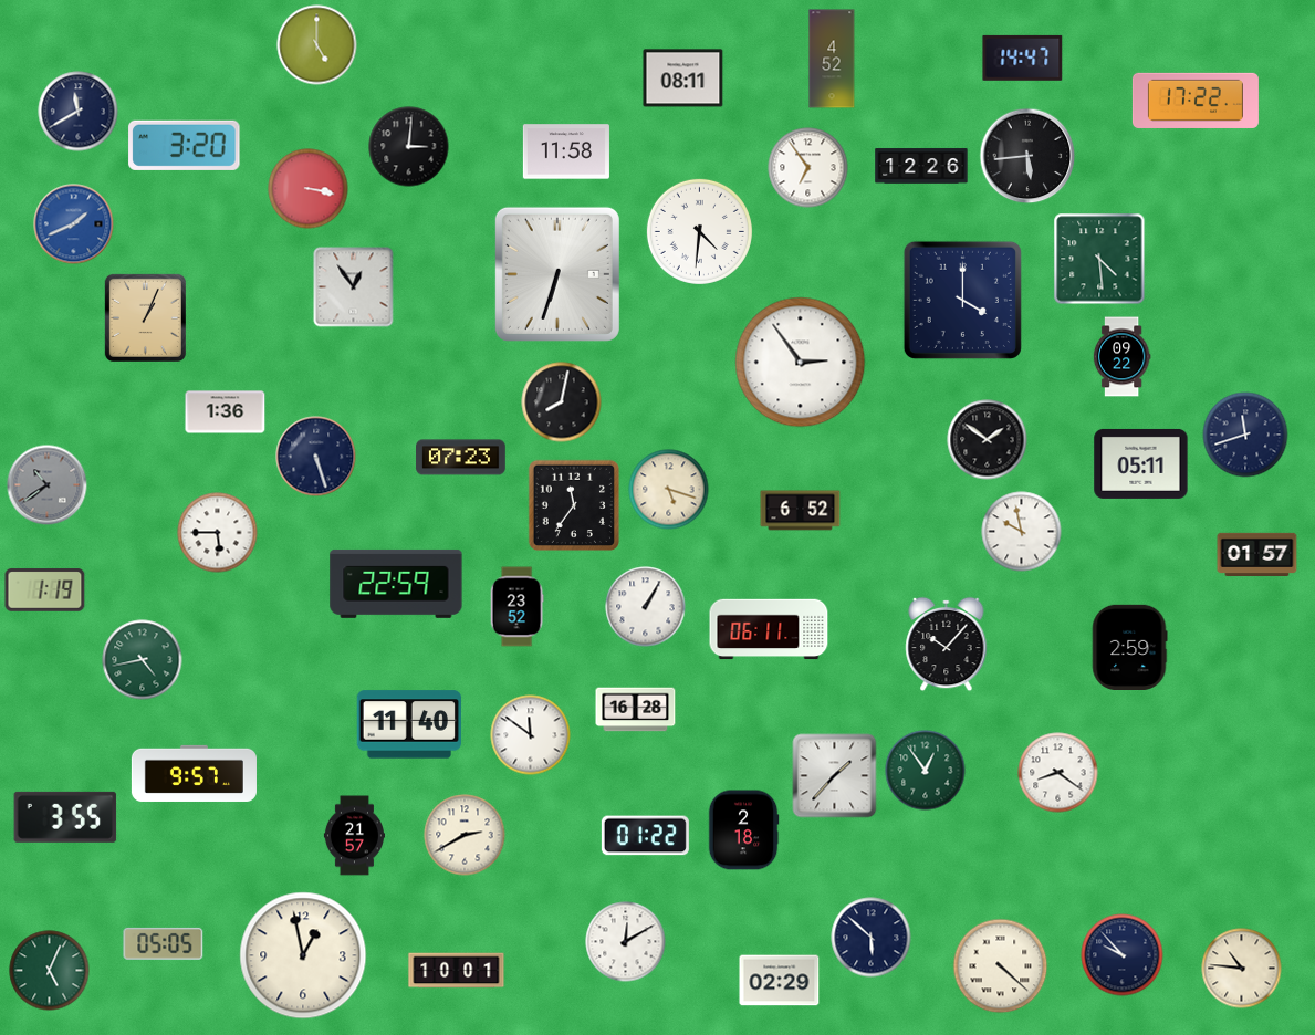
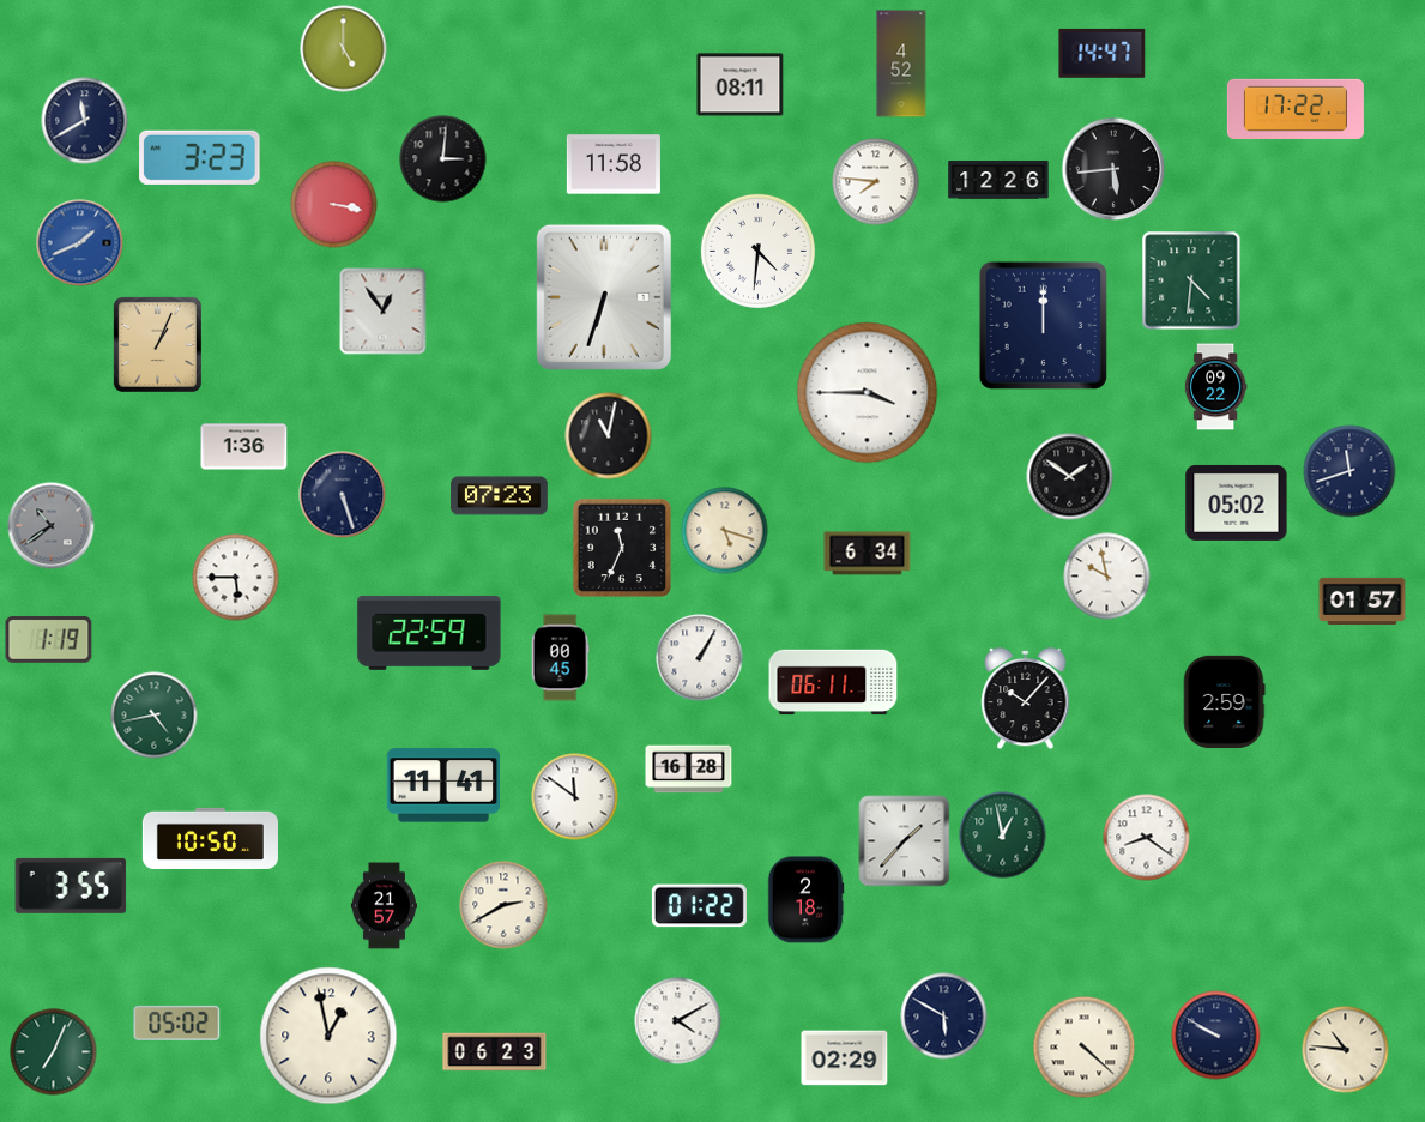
clock at (1023, 57) position: (1023, 57) -> (1103, 53)
clock at (185, 145): 3:20 -> 3:23
clock at (808, 168): 6:54 -> 7:46
clock at (1099, 259): 4:29 -> 4:31
clock at (962, 300): 4:00 -> 12:00
clock at (801, 363): 2:54 -> 3:45
clock at (562, 402): 8:02 -> 11:02
clock at (1141, 463): 05:11 -> 05:02
clock at (574, 505): 11:36 -> 11:34
clock at (801, 511): 6:52 -> 6:34
clock at (516, 607): 23:52 -> 00:45
clock at (408, 724): 11:40 -> 11:41
clock at (926, 771): 12:54 -> 12:58
clock at (194, 773): 9:57 -> 10:50
clock at (872, 938): 5:52 -> 5:50
clock at (626, 942): 12:10 -> 4:10
clock at (164, 943): 05:05 -> 05:02
clock at (1123, 955): 9:53 -> 9:50
clock at (50, 971): 5:04 -> 7:04
clock at (457, 971): 10:01 -> 06:23
clock at (780, 981) position: (780, 981) -> (845, 1058)
